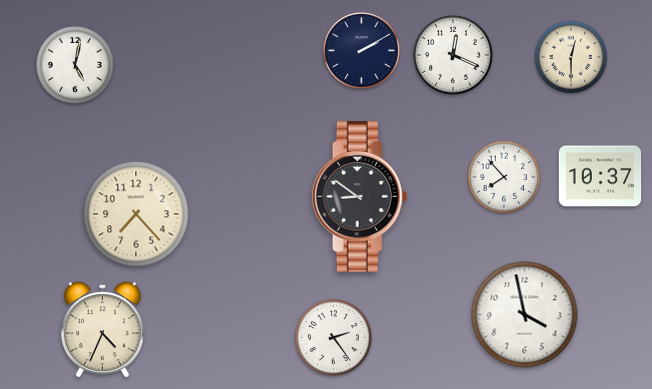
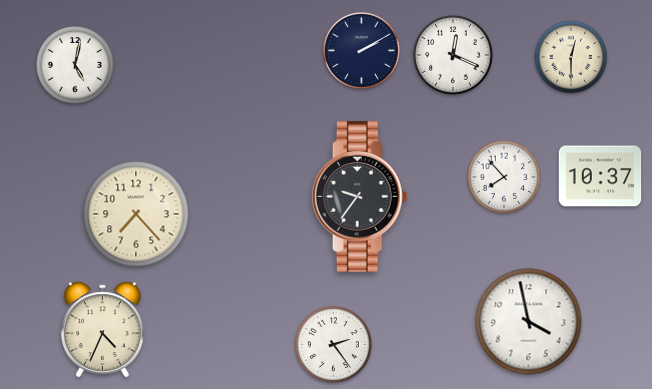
clock at (360, 197): 8:51 -> 9:36
clock at (525, 315) position: (525, 315) -> (529, 322)
clock at (333, 337) position: (333, 337) -> (333, 344)
